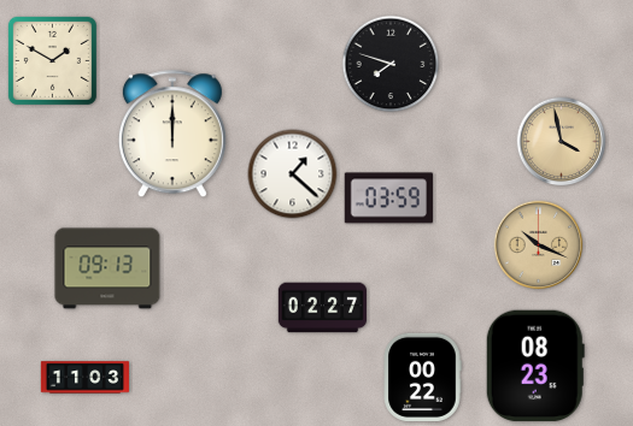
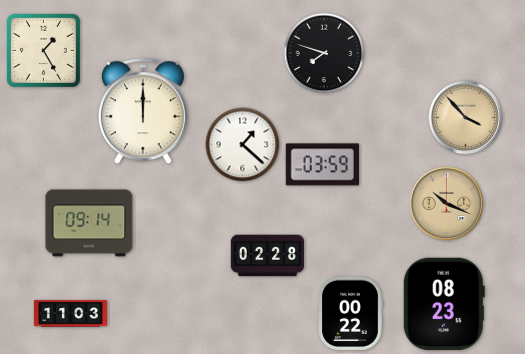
clock at (52, 60): 1:50 -> 1:25
clock at (562, 142): 3:58 -> 3:53
clock at (107, 268): 09:13 -> 09:14
clock at (322, 308): 02:27 -> 02:28
